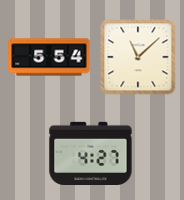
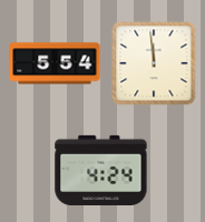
clock at (138, 57): 11:08 -> 11:59
clock at (91, 153): 4:27 -> 4:24
